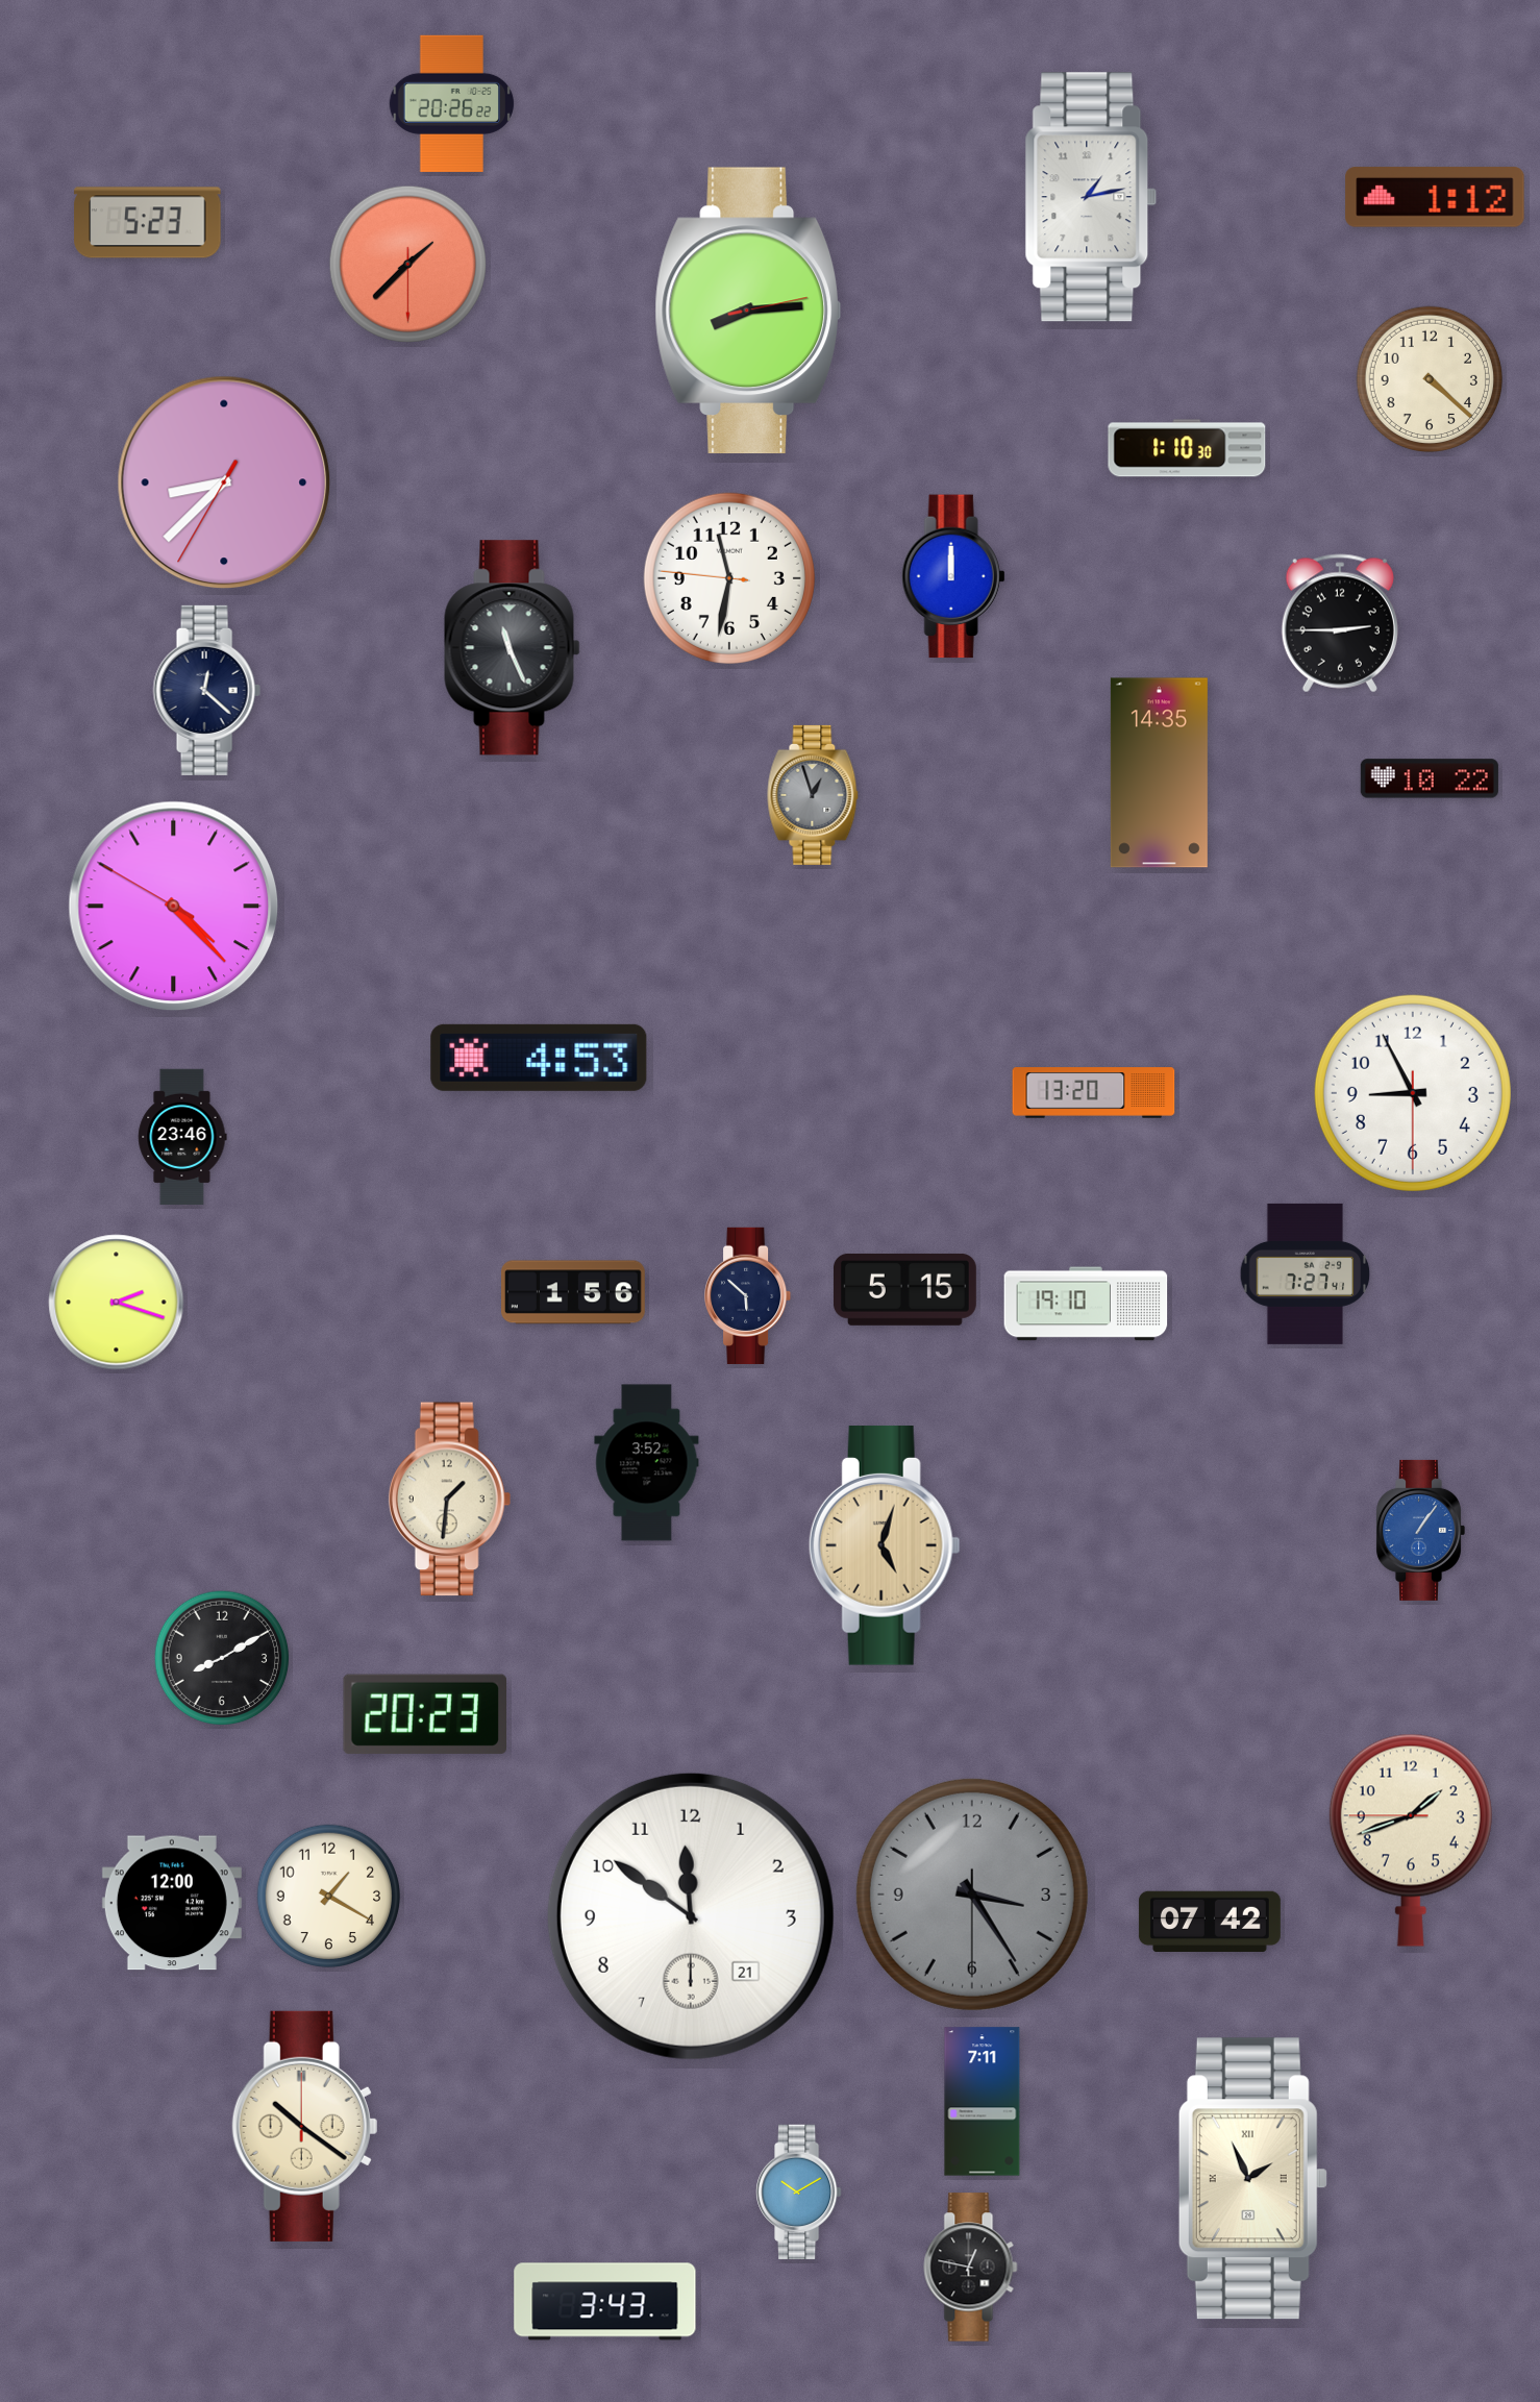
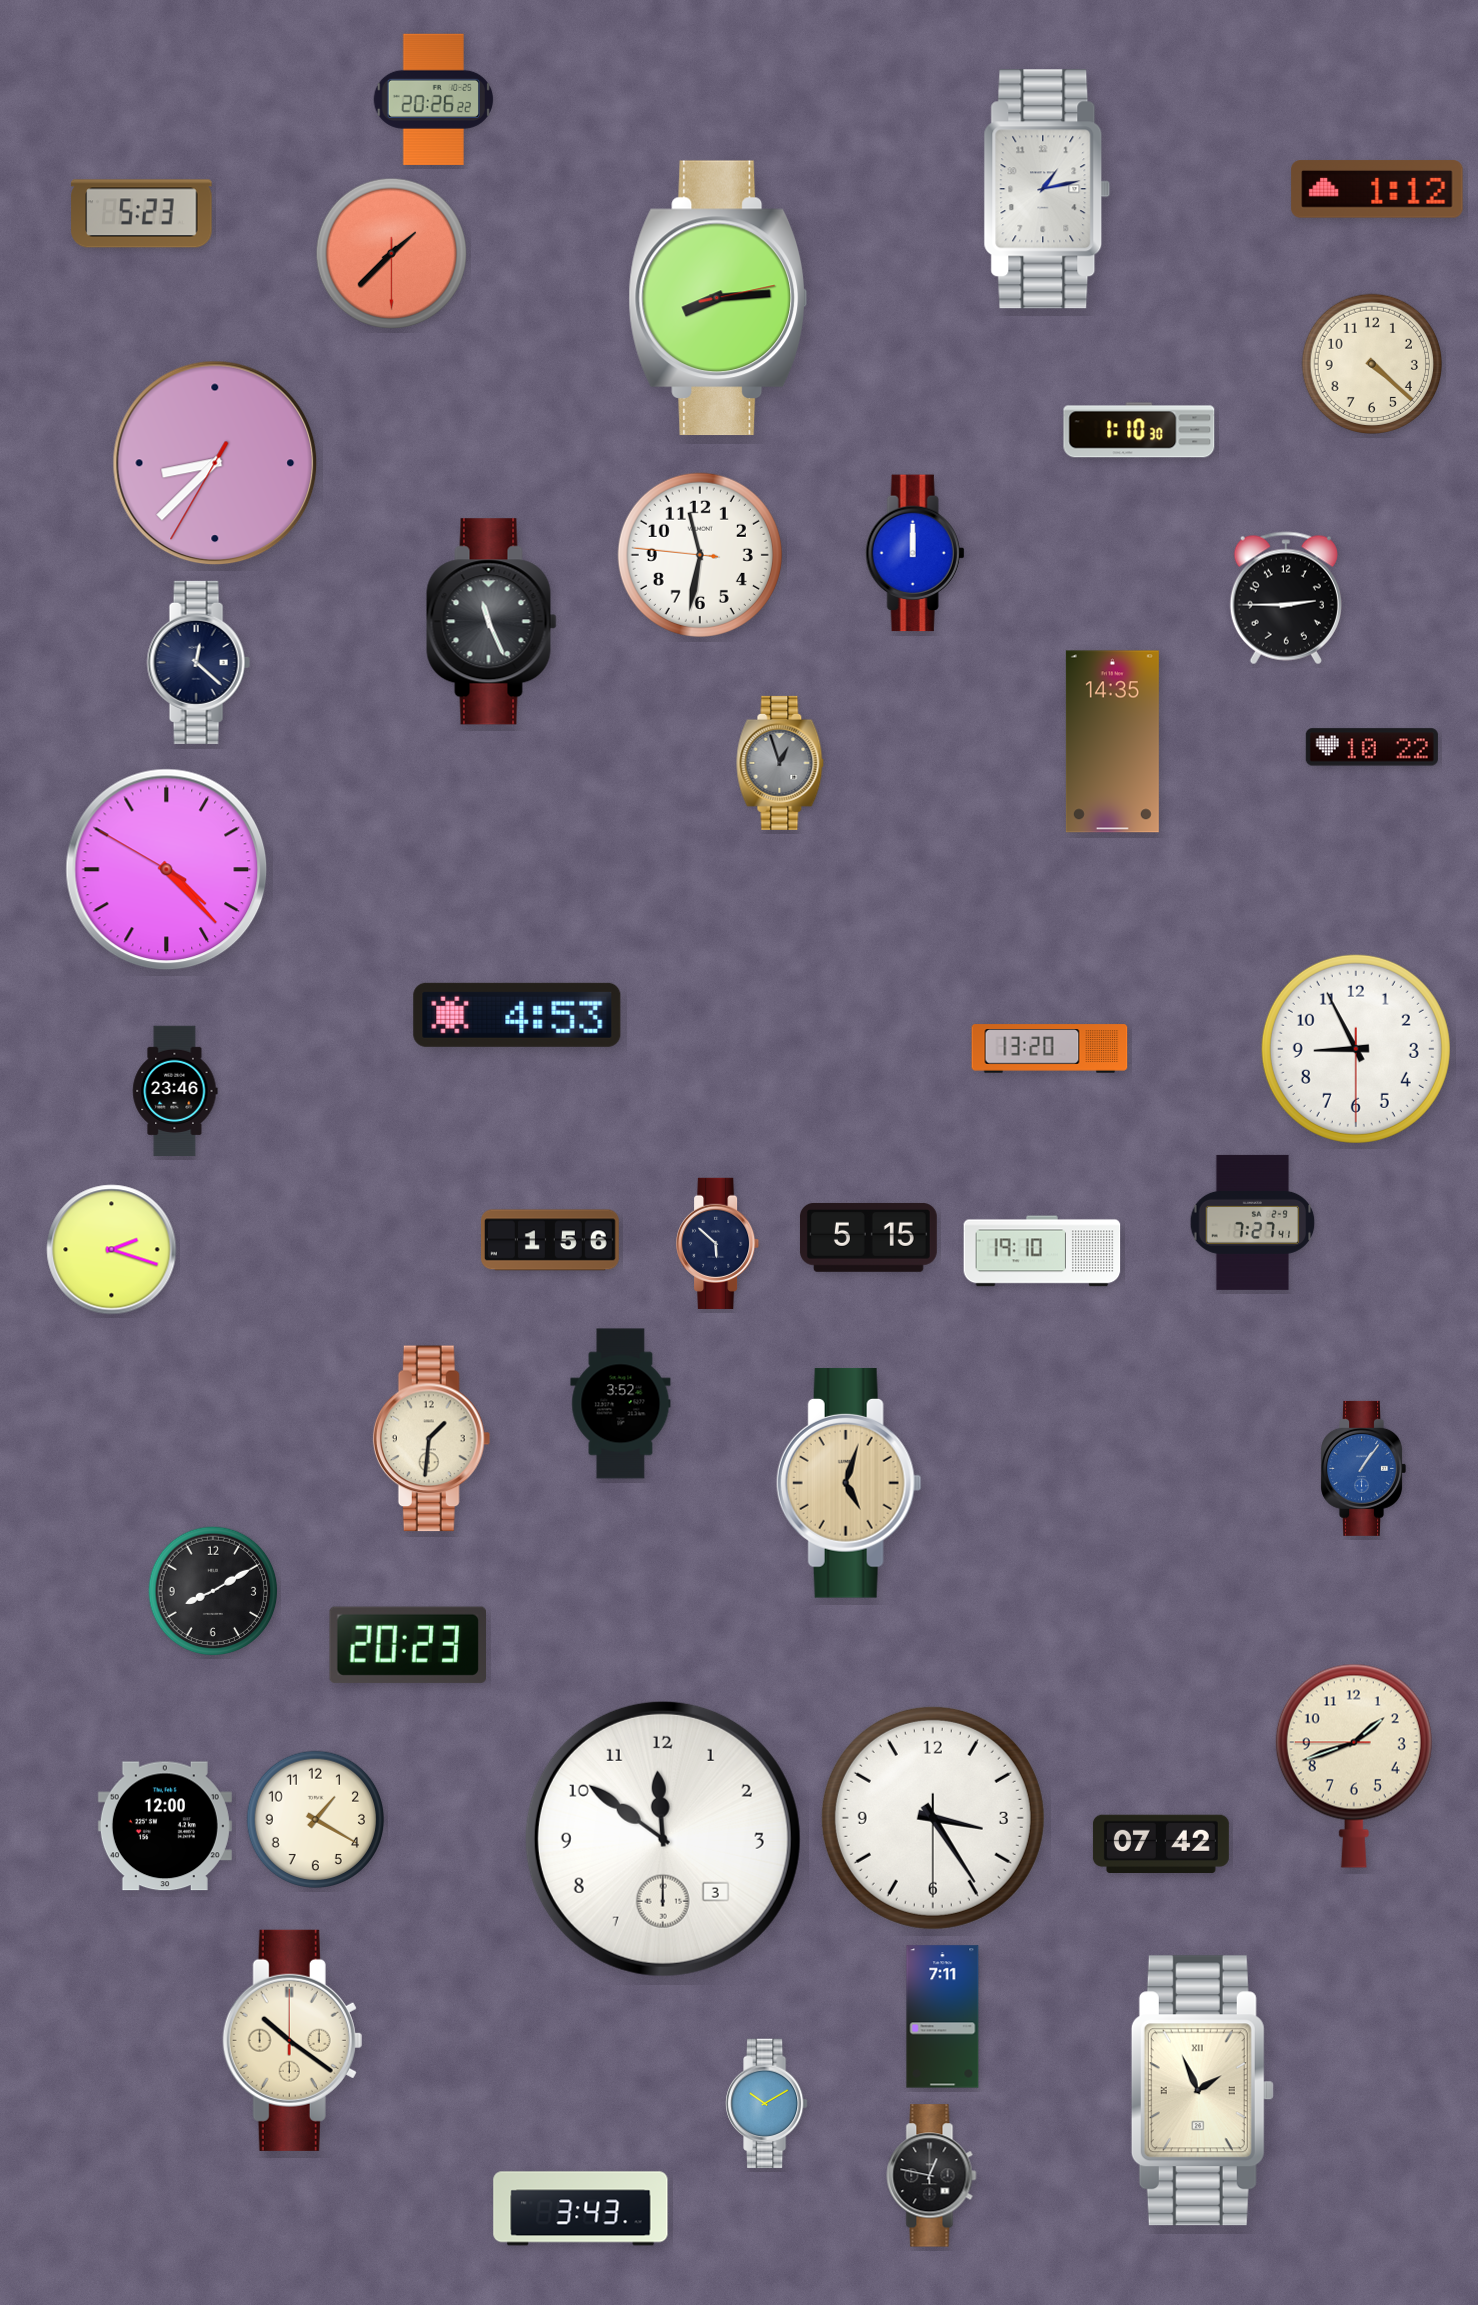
clock at (972, 1895) dial: grey -> white
clock at (691, 1916) date: 21 -> 3
